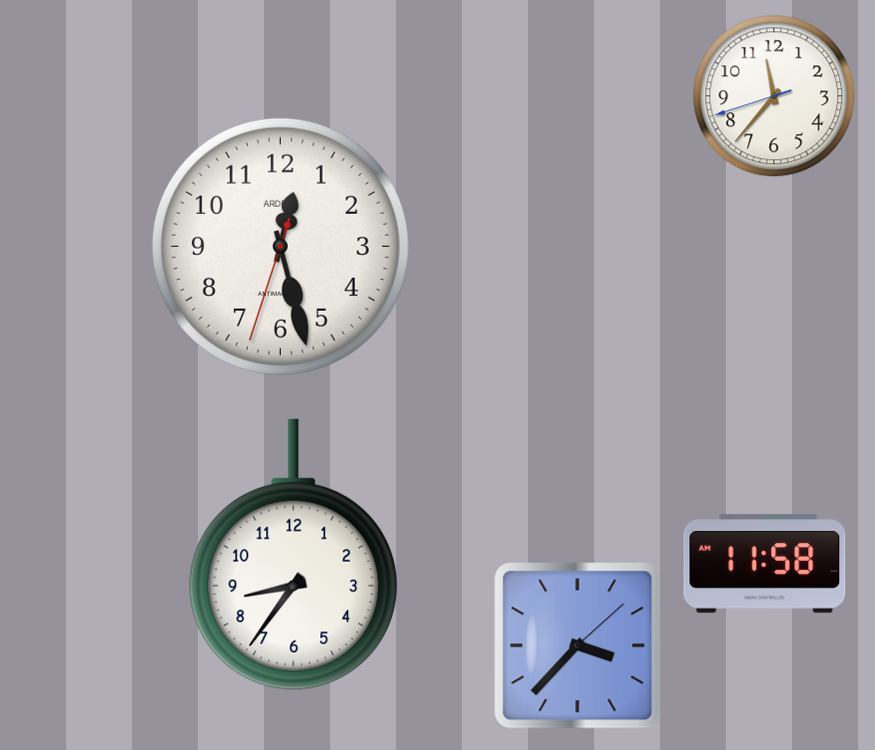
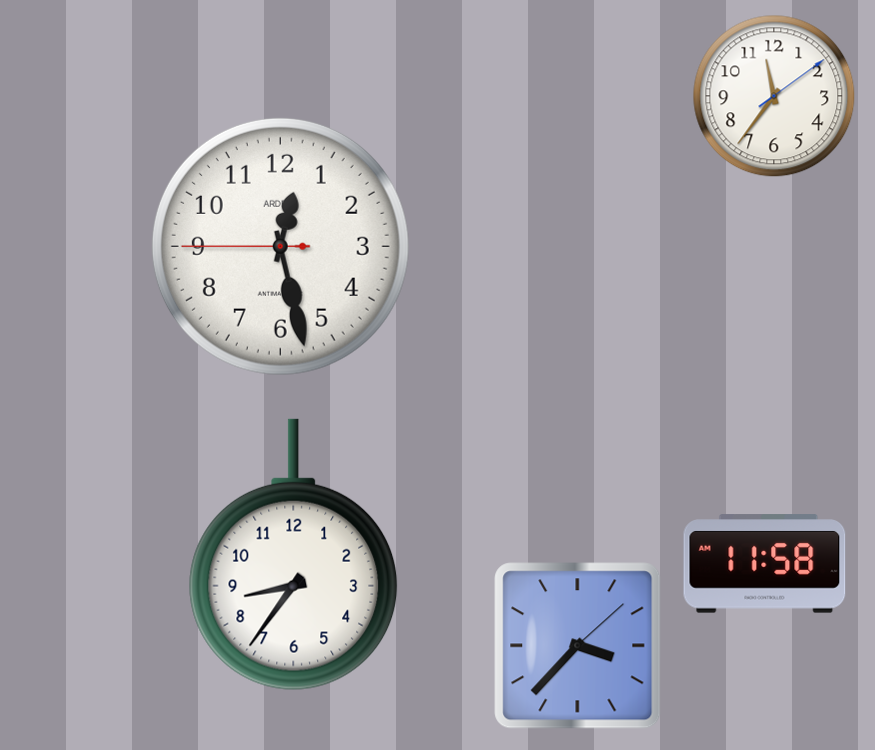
clock at (774, 96): 11:36:42 -> 11:36:09
clock at (280, 246): 12:27:33 -> 12:27:45
